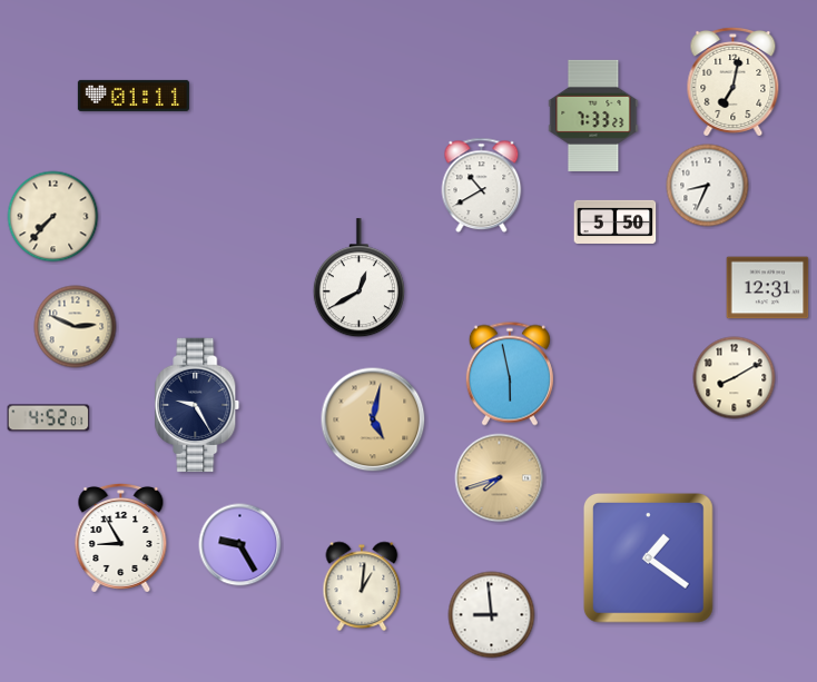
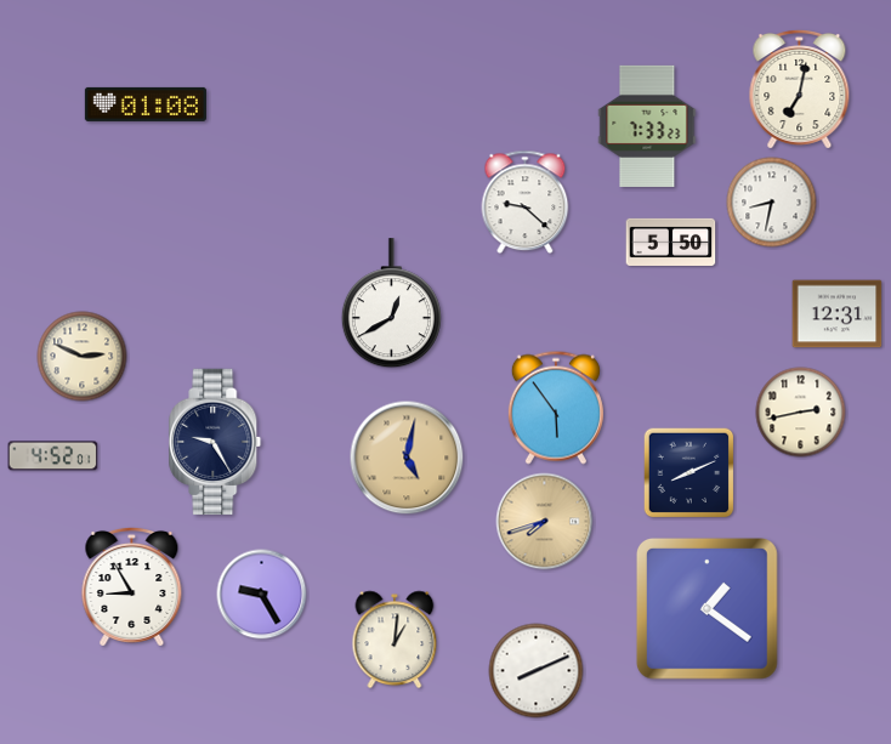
clock at (134, 96): 01:11 -> 01:08
clock at (482, 186): 10:40 -> 9:22
clock at (708, 186): 8:34 -> 8:32
clock at (53, 217): 7:37 -> none
clock at (510, 374): 5:58 -> 5:54
clock at (735, 378): 8:10 -> 2:43
clock at (689, 473): none -> 8:11
clock at (492, 615): 8:59 -> 8:11
